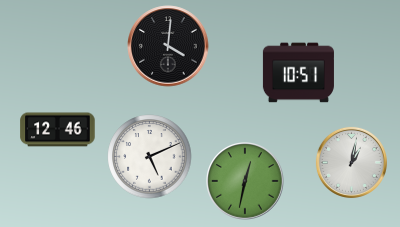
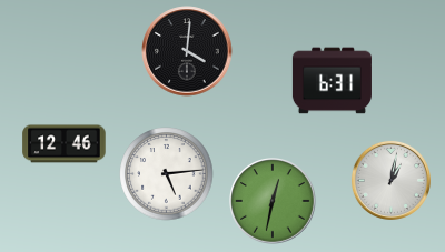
clock at (298, 73): 10:51 -> 6:31
clock at (150, 157): 5:11 -> 5:14
